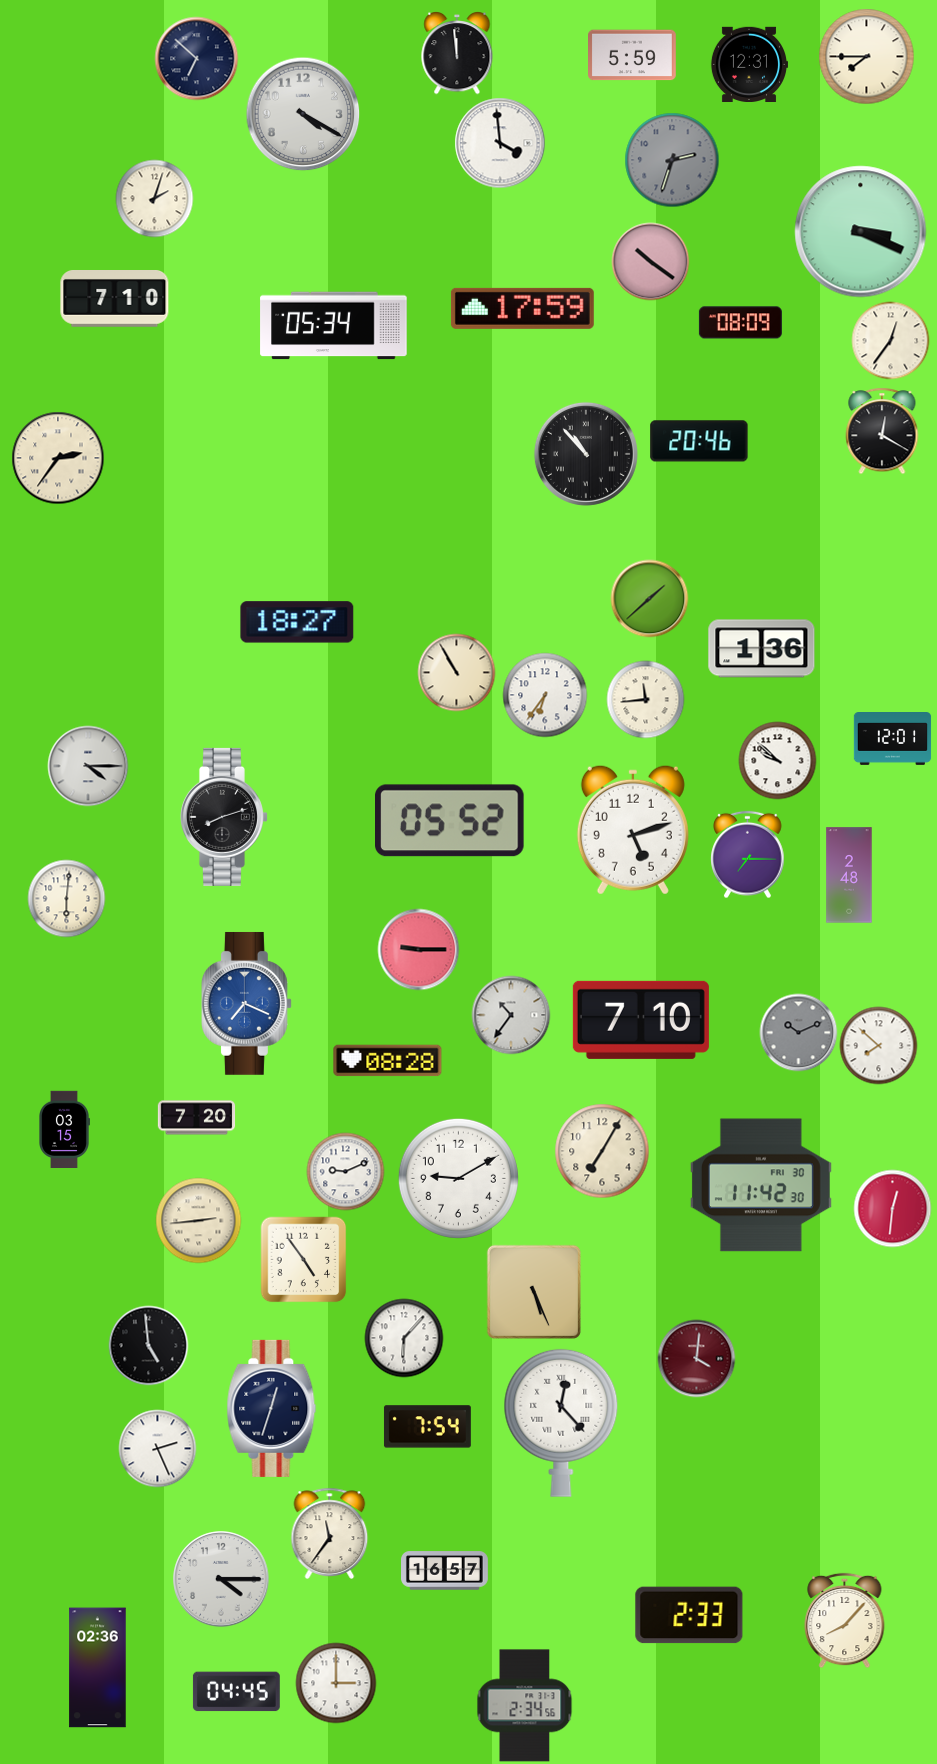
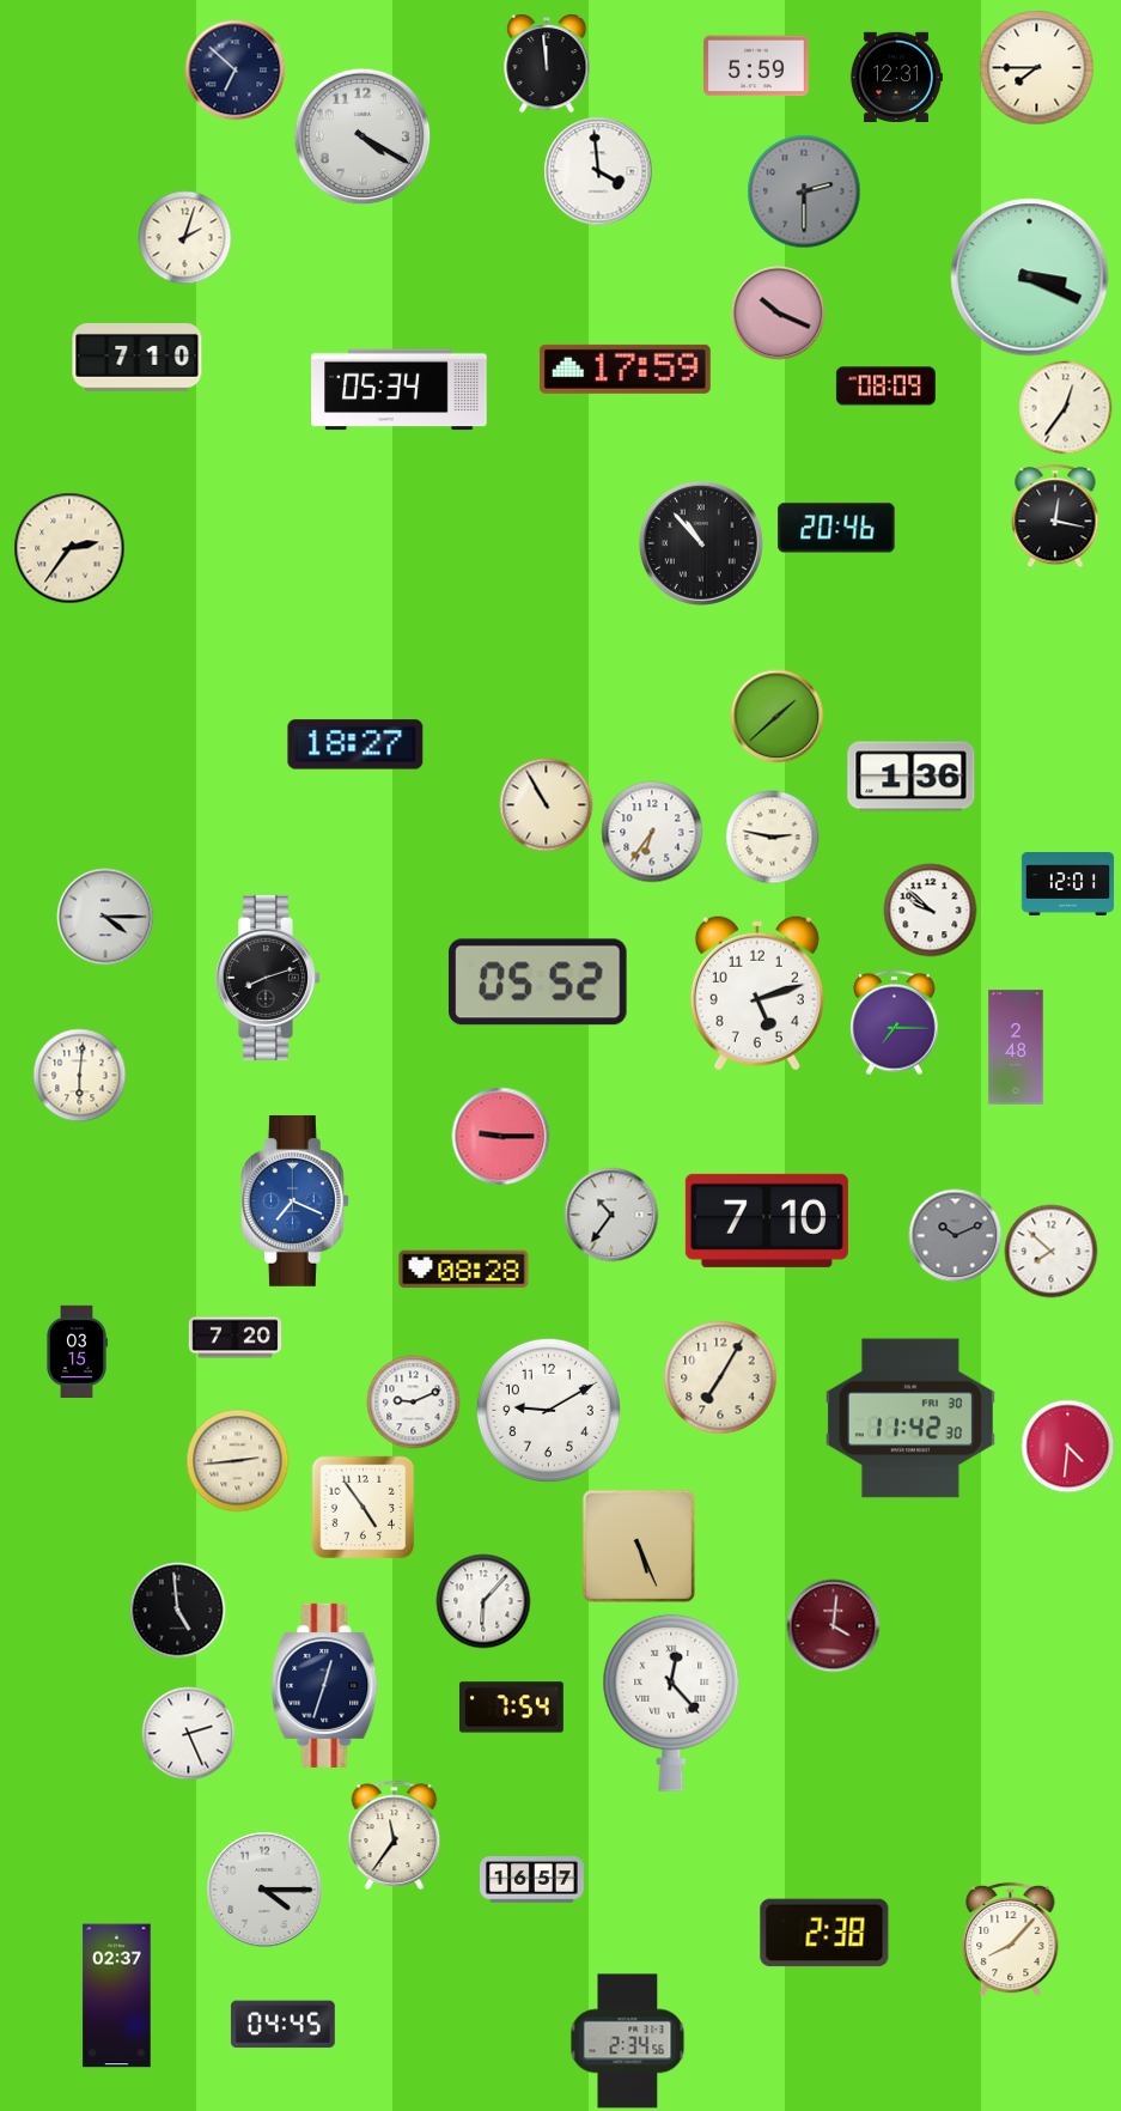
clock at (672, 160): 2:33 -> 2:30
clock at (650, 261): 10:21 -> 10:19
clock at (882, 431): 12:20 -> 12:17
clock at (645, 699): 11:44 -> 2:47
clock at (892, 1208): 12:31 -> 4:31
clock at (689, 1615): 2:33 -> 2:38
clock at (98, 1668): 02:36 -> 02:37
clock at (336, 1683): 3:00 -> none
